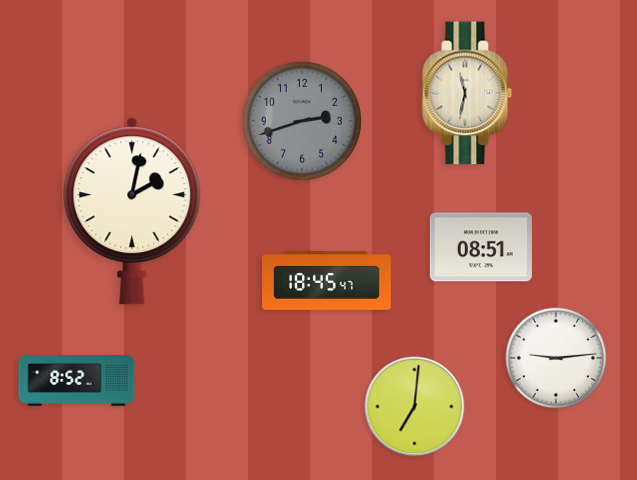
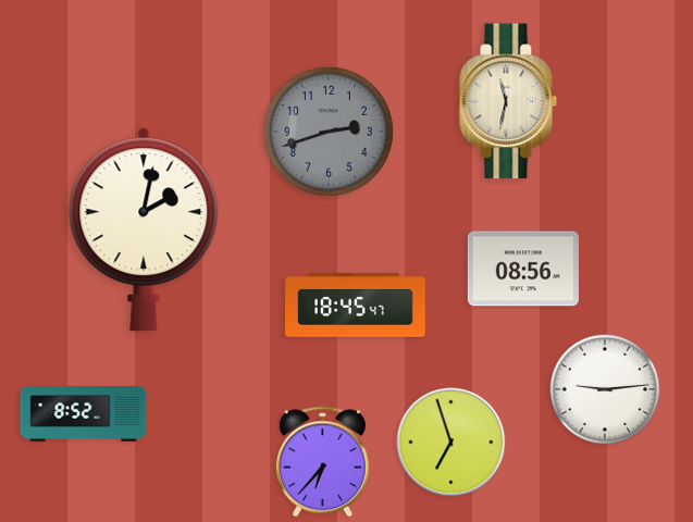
clock at (481, 247): 08:51 -> 08:56
clock at (415, 407): 7:01 -> 6:57
clock at (322, 462): none -> 6:37
